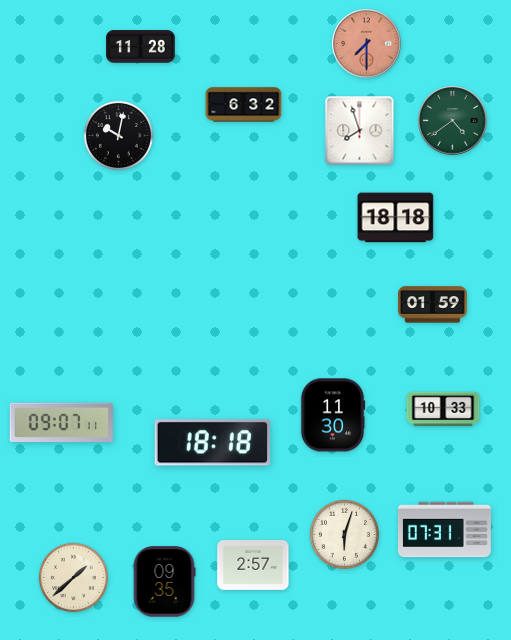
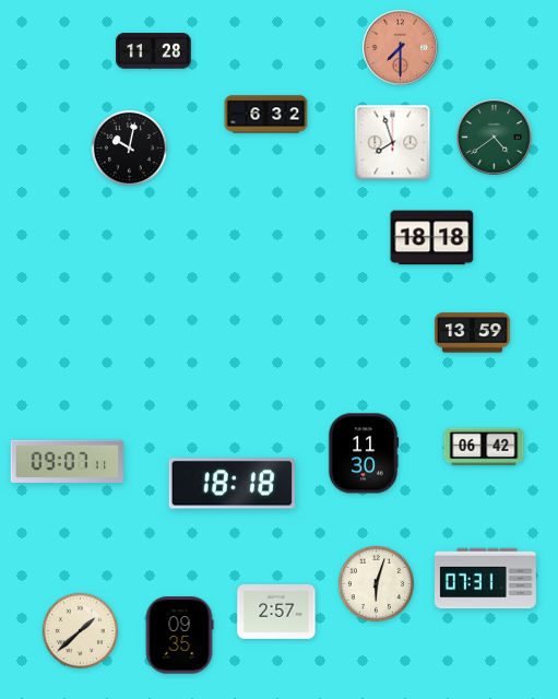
clock at (453, 121) position: (453, 121) -> (495, 138)
clock at (433, 305): 01:59 -> 13:59
clock at (443, 409): 10:33 -> 06:42
clock at (253, 566) position: (253, 566) -> (276, 613)
